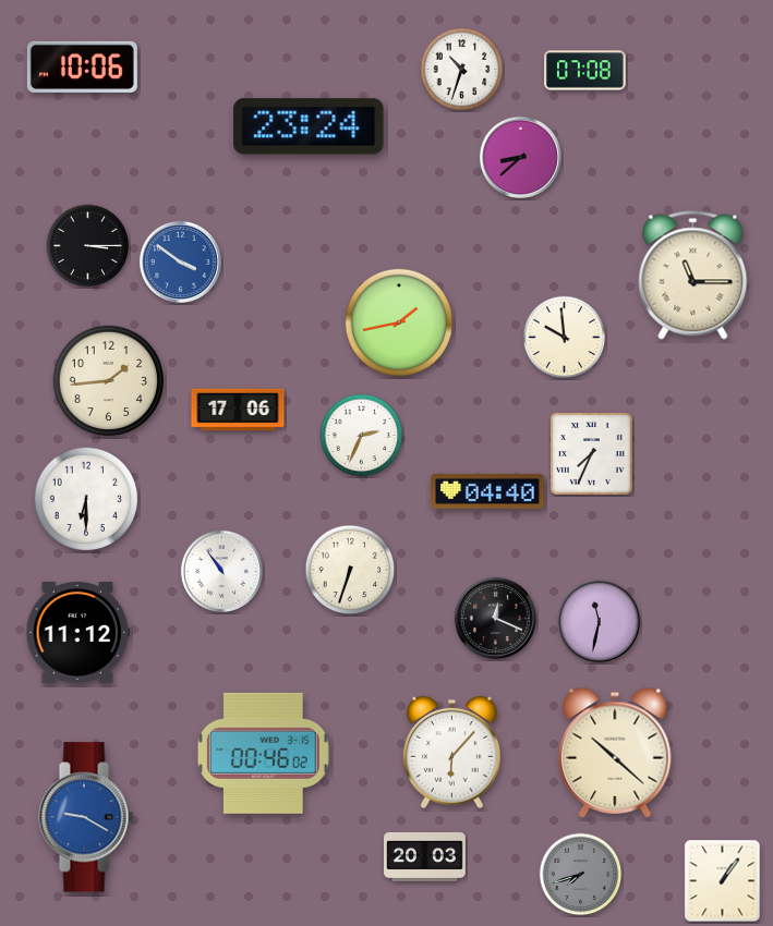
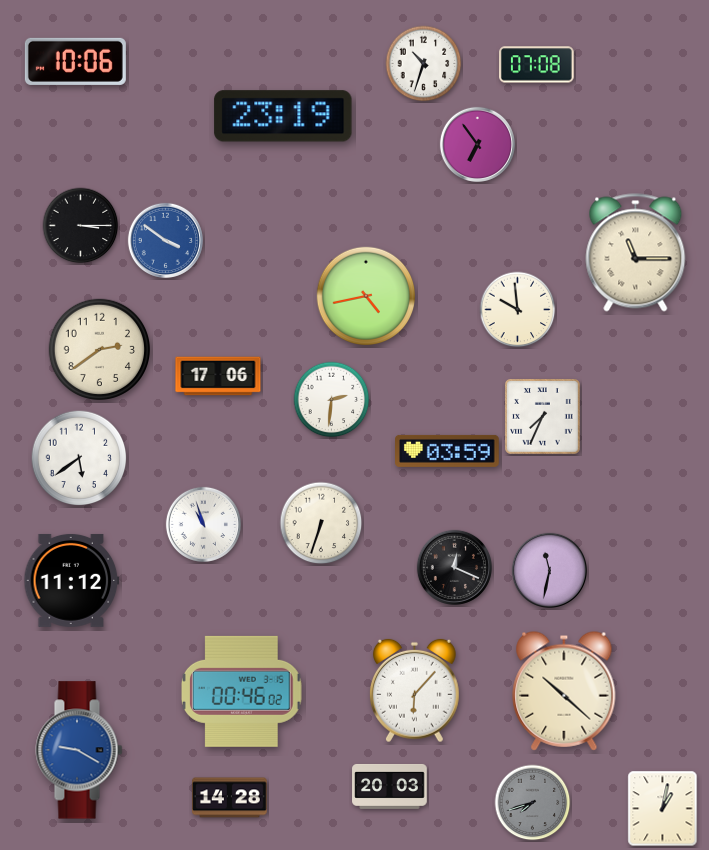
clock at (309, 126): 23:24 -> 23:19
clock at (520, 157): 8:38 -> 6:54
clock at (399, 322): 1:43 -> 4:43
clock at (108, 380): 1:44 -> 2:39
clock at (362, 436): 2:34 -> 2:31
clock at (487, 491): 04:40 -> 03:59
clock at (86, 499): 6:30 -> 5:39
clock at (221, 571): 10:54 -> 10:57
clock at (230, 798): none -> 14:28
clock at (723, 881): 1:06 -> 1:02
